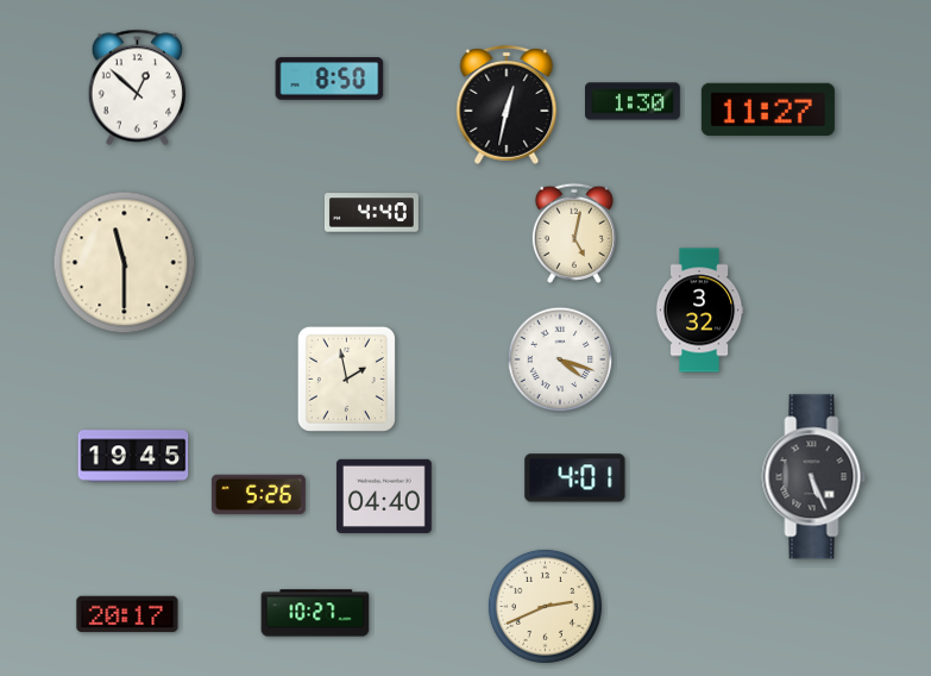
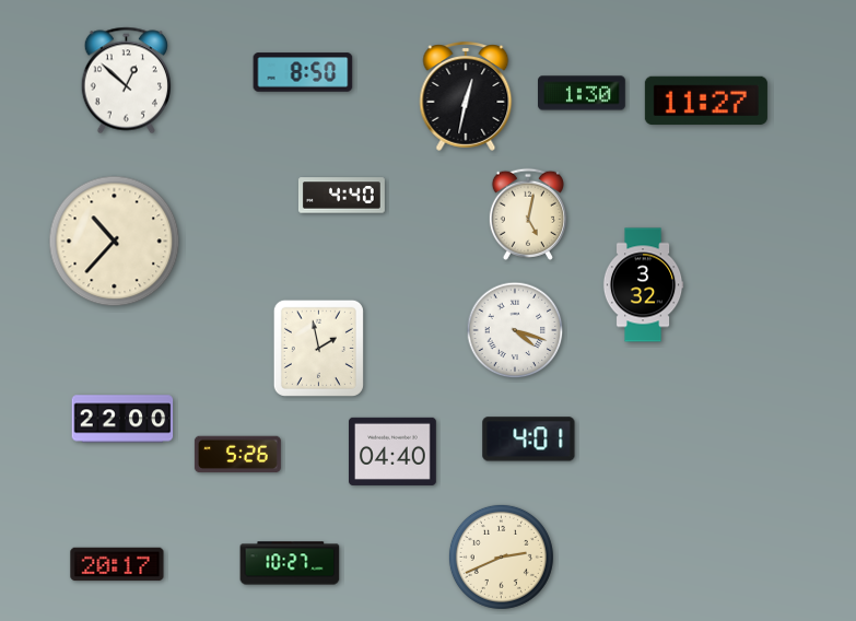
clock at (125, 263): 11:30 -> 10:37
clock at (133, 456): 19:45 -> 22:00
clock at (814, 477): 5:26 -> none
clock at (385, 496) position: (385, 496) -> (394, 452)
